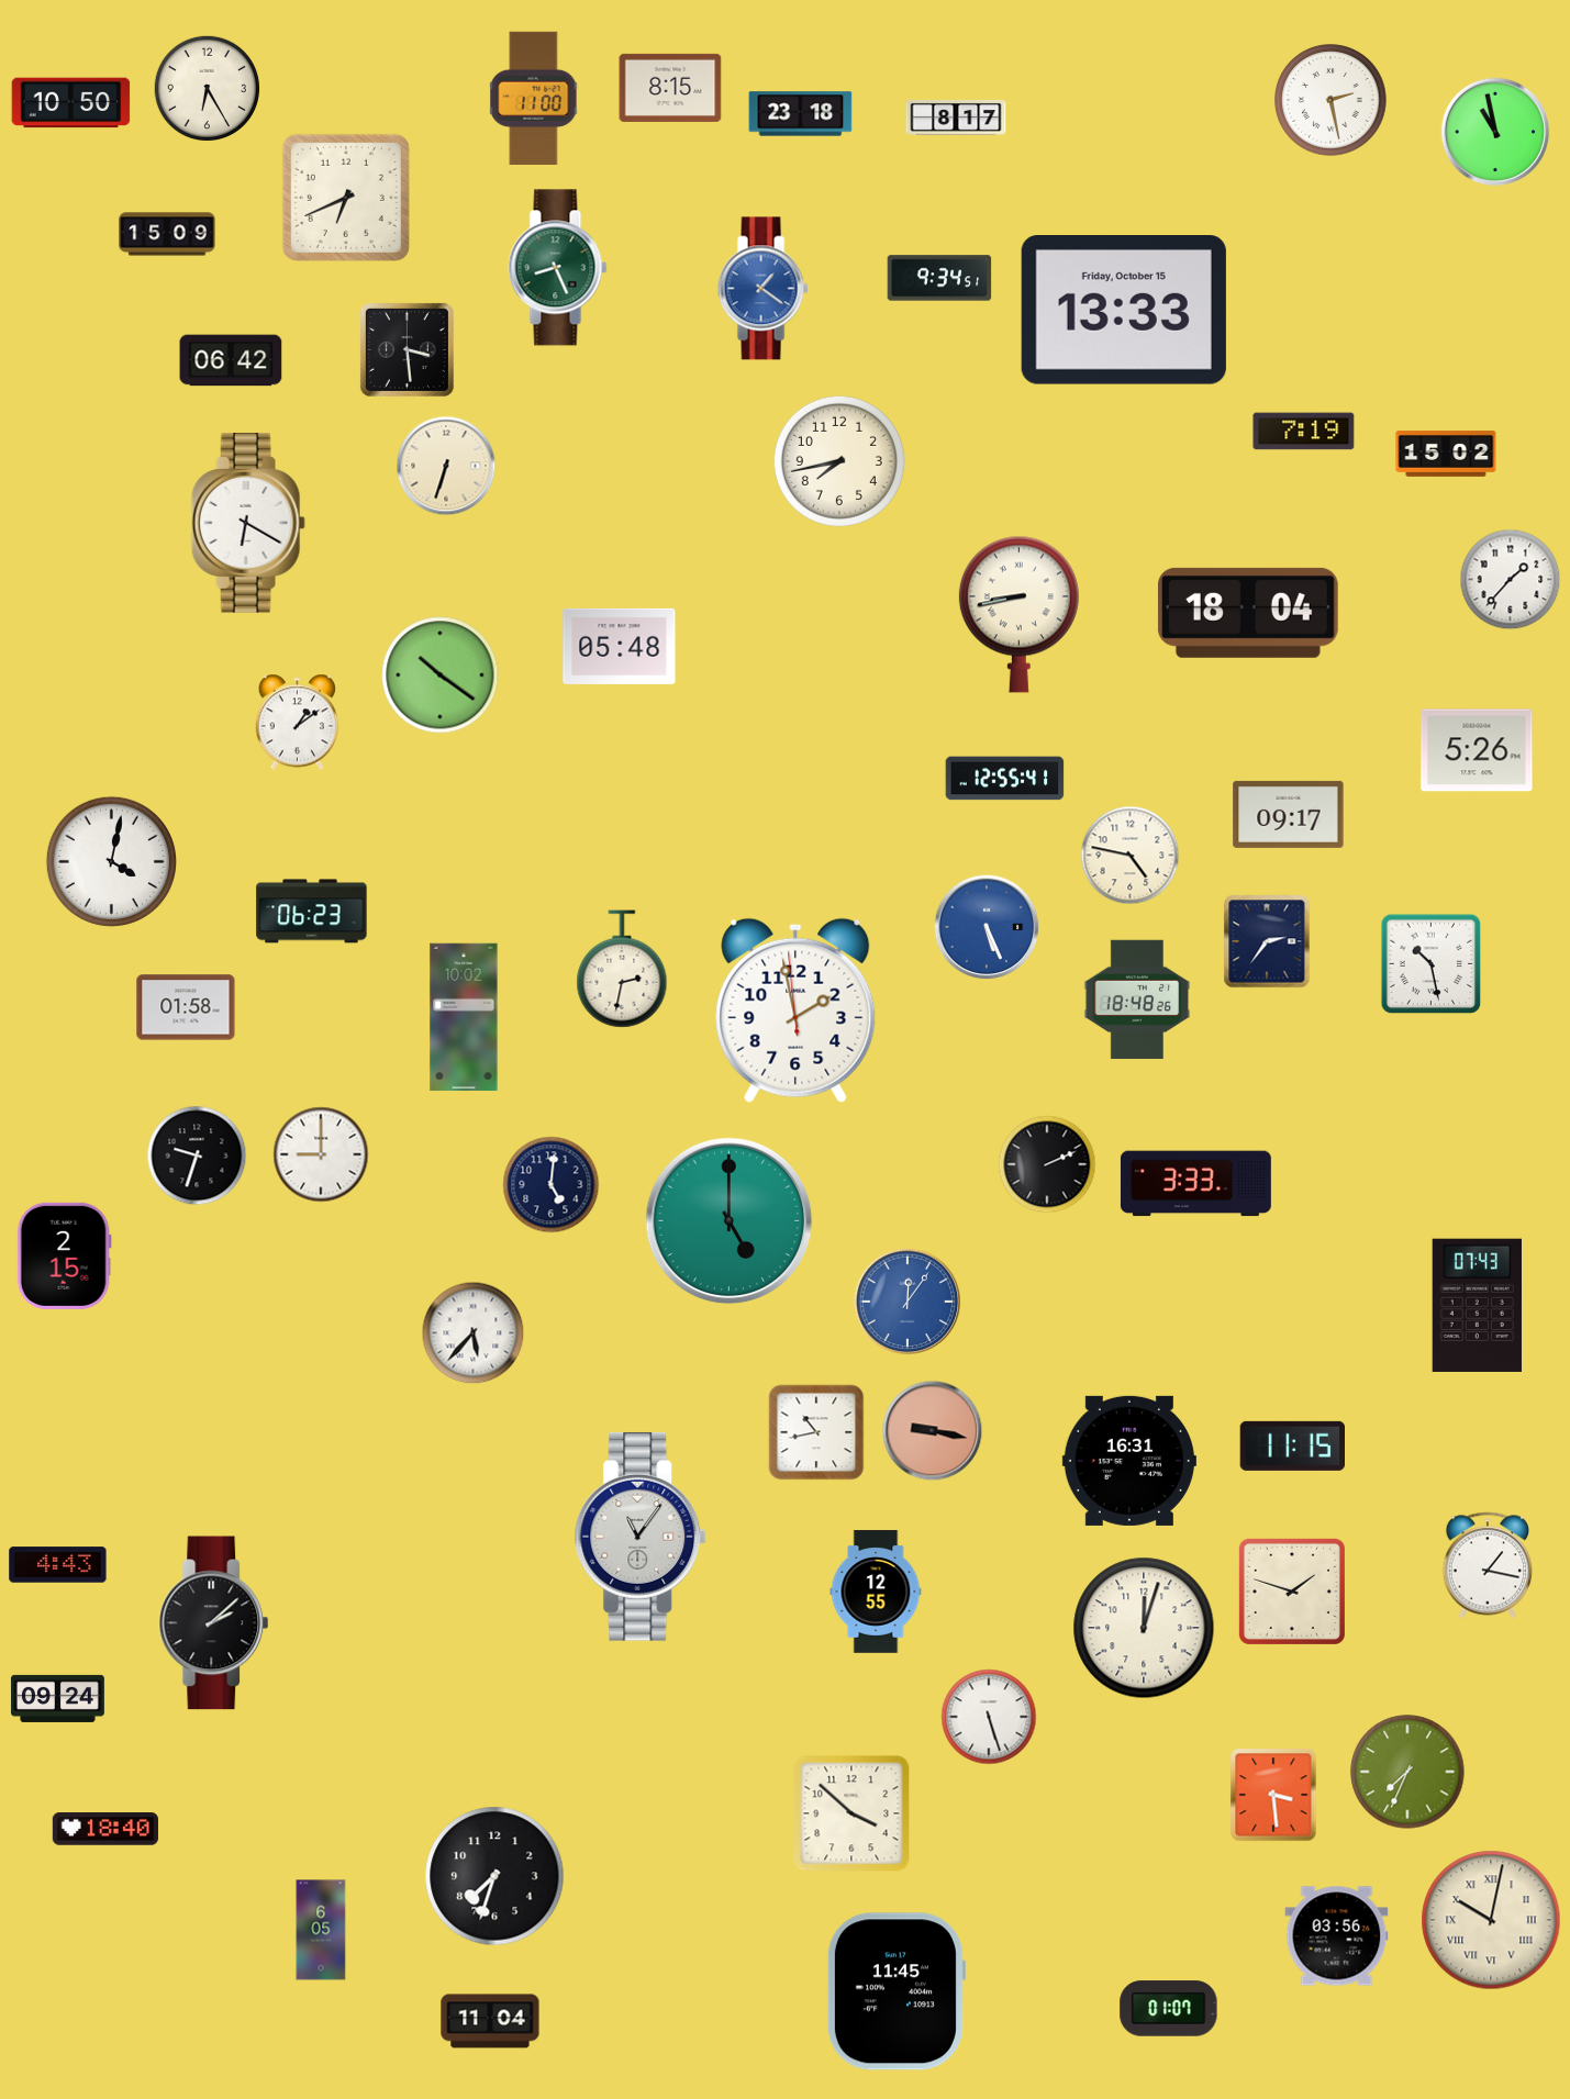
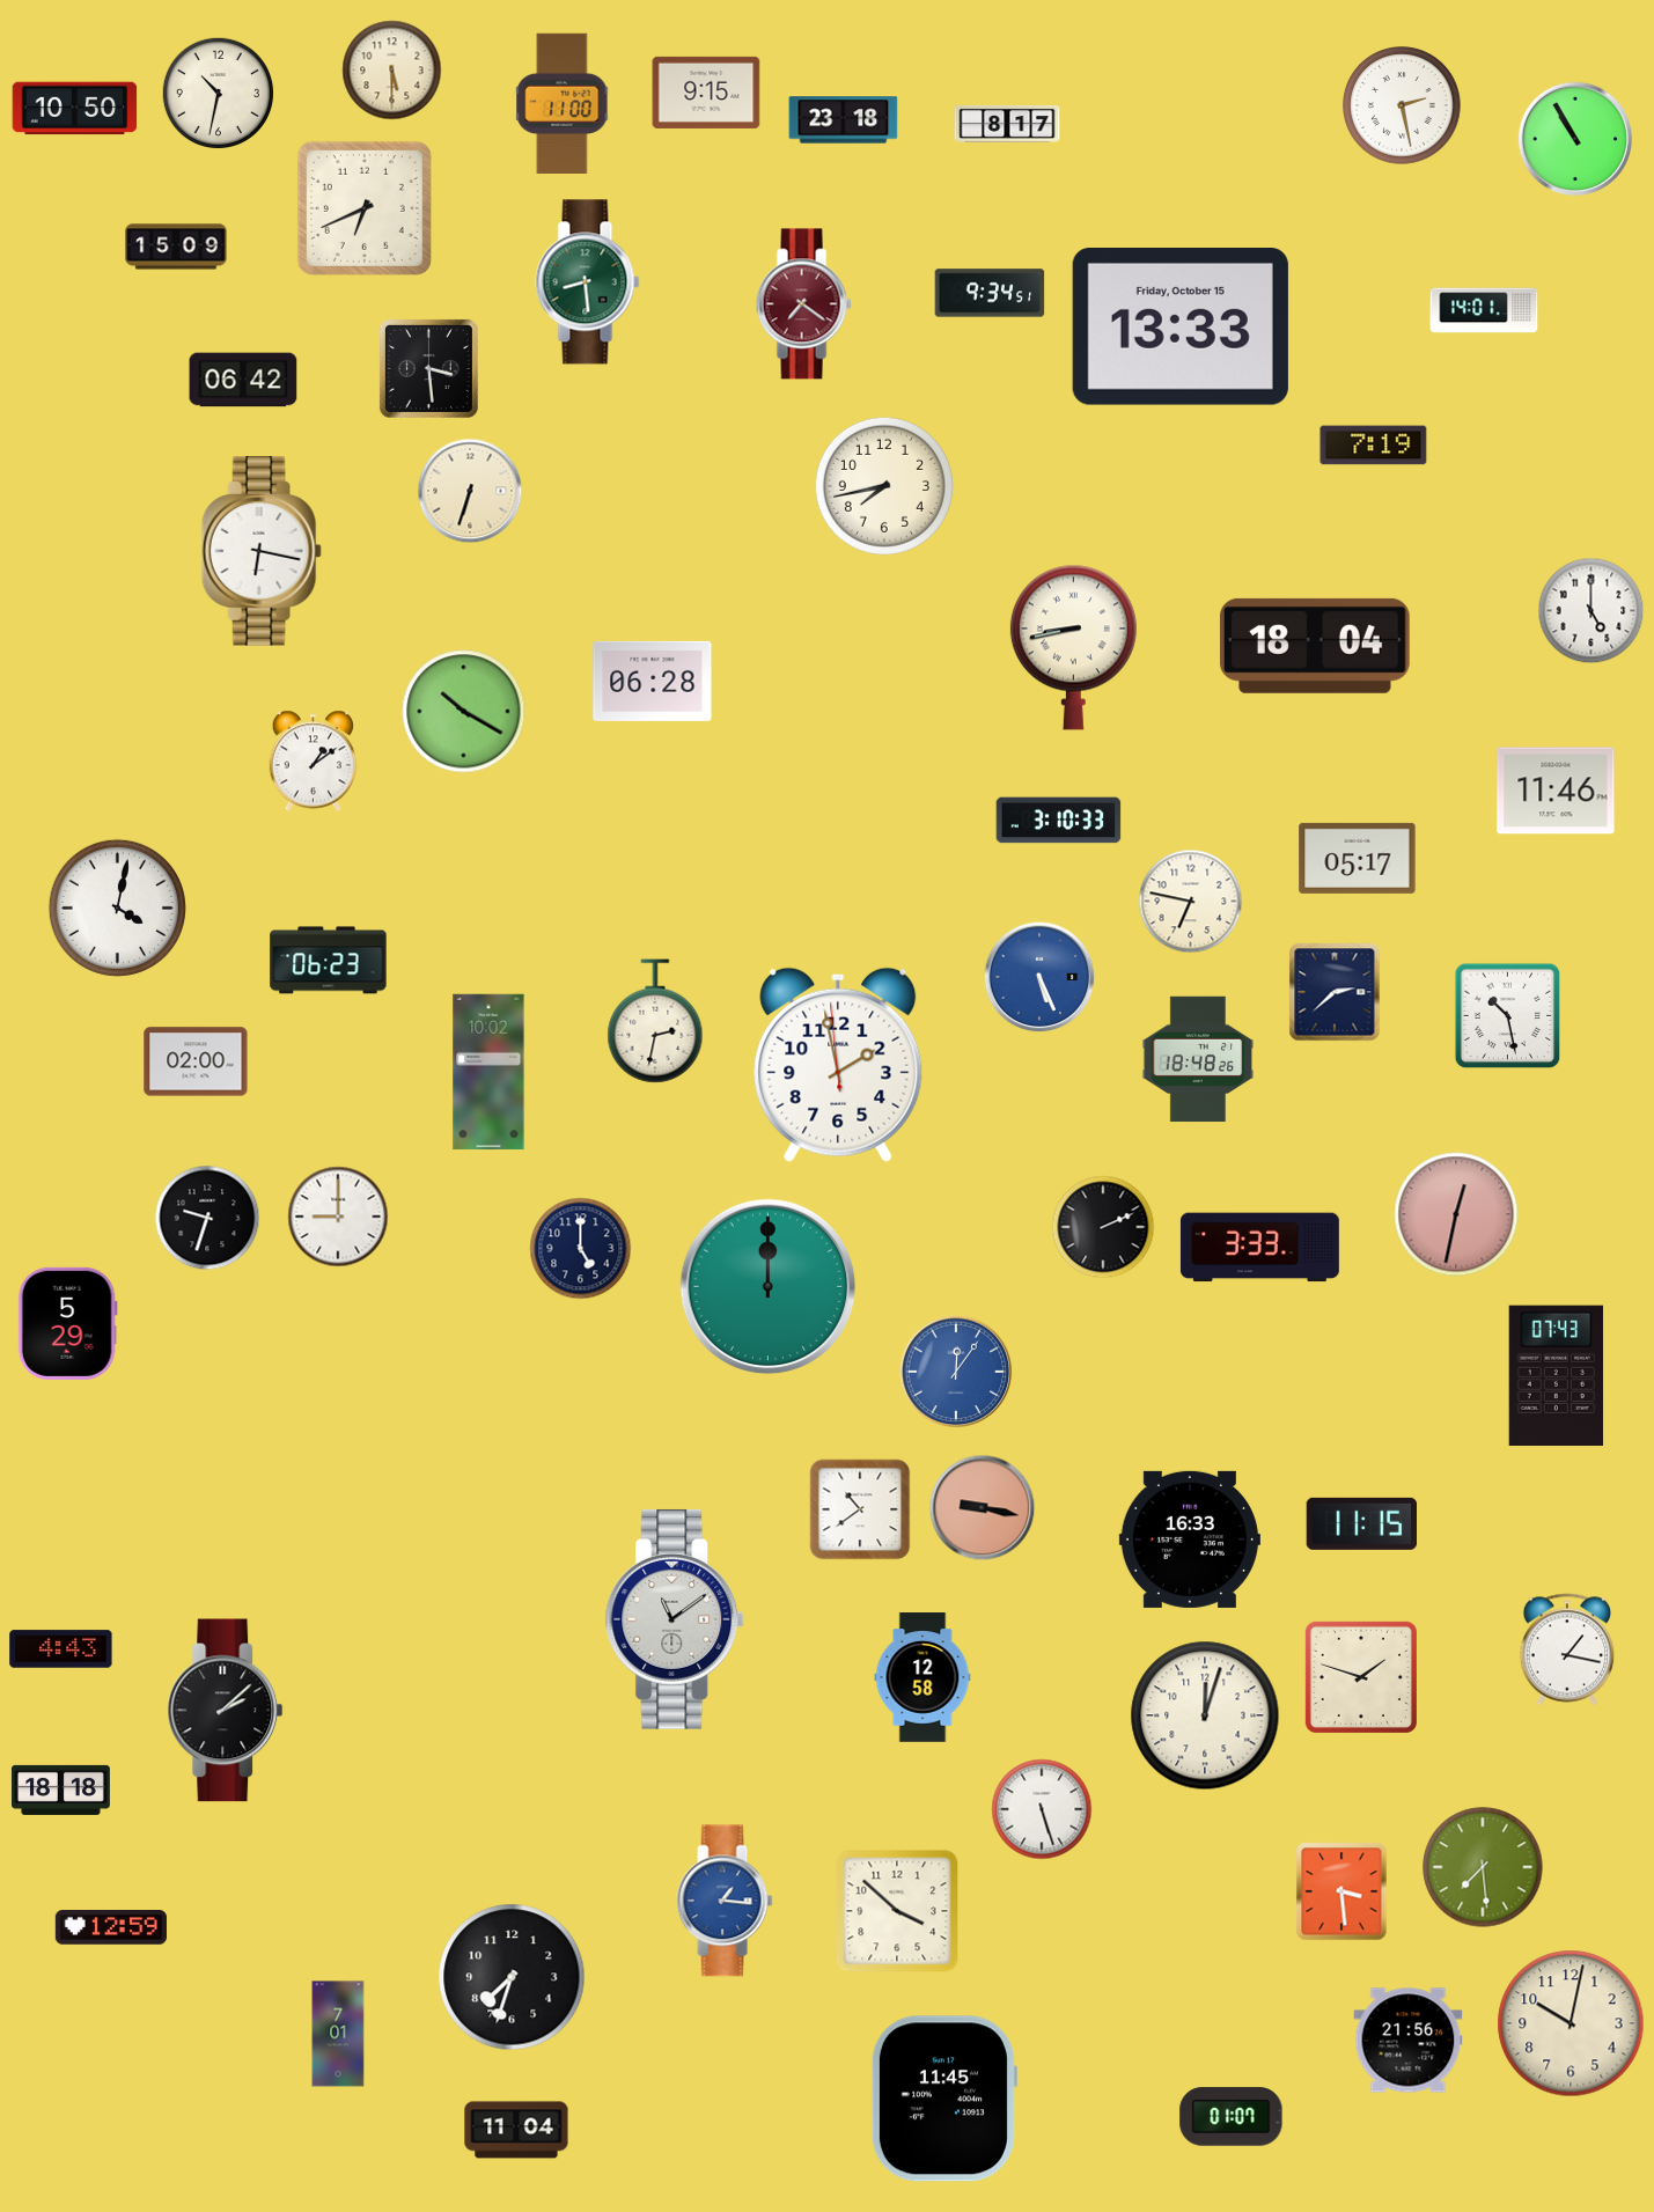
clock at (392, 71): none -> 5:30
clock at (207, 88): 6:25 -> 10:32
clock at (670, 88): 8:15 -> 9:15
clock at (1495, 132): 10:58 -> 10:55
clock at (558, 268): 8:26 -> 8:29
clock at (762, 289): 1:21 -> 7:21
clock at (762, 289) dial: blue -> burgundy
clock at (1484, 310): none -> 14:01
clock at (1124, 311) position: (1124, 311) -> (1181, 328)
clock at (1304, 432) position: (1304, 432) -> (1374, 446)
clock at (1446, 454): 15:02 -> none
clock at (248, 523): 6:20 -> 6:17
clock at (1511, 580): 1:37 -> 5:00
clock at (620, 646): 05:48 -> 06:28
clock at (441, 676): 10:21 -> 10:20
clock at (1477, 750): 5:26 -> 11:46
clock at (1005, 779): 12:55 -> 3:10
clock at (1289, 814): 09:17 -> 05:17
clock at (1131, 856): 4:47 -> 6:47
clock at (1267, 941): 2:36 -> 2:38
clock at (1136, 1000) position: (1136, 1000) -> (1197, 1059)
clock at (186, 1007): 01:58 -> 02:00
clock at (1456, 1214): none -> 12:32
clock at (552, 1185): 5:01 -> 5:00
clock at (730, 1221): 5:00 -> 12:00
clock at (64, 1255): 2:15 -> 5:29
clock at (474, 1333): 5:37 -> none
clock at (816, 1432): 10:43 -> 10:39
clock at (1129, 1461): 16:31 -> 16:33
clock at (641, 1537): 11:06 -> 11:09
clock at (876, 1592): 12:55 -> 12:58
clock at (57, 1698): 09:24 -> 18:18
clock at (1407, 1772): 7:34 -> 7:29
clock at (725, 1901): none -> 1:16
clock at (105, 1829): 18:40 -> 12:59
clock at (494, 1876) position: (494, 1876) -> (512, 1977)
clock at (1491, 1920) numerals: Roman -> Arabic
clock at (321, 1930): 6:05 -> 7:01
clock at (1337, 1936): 03:56 -> 21:56
